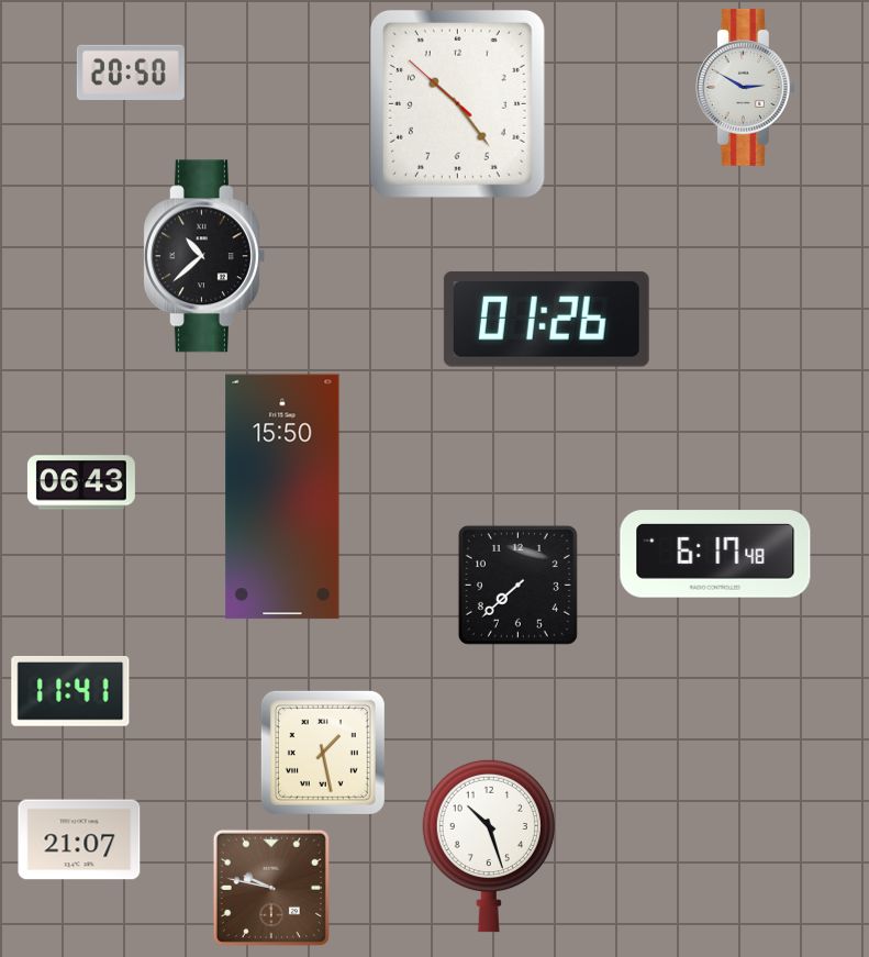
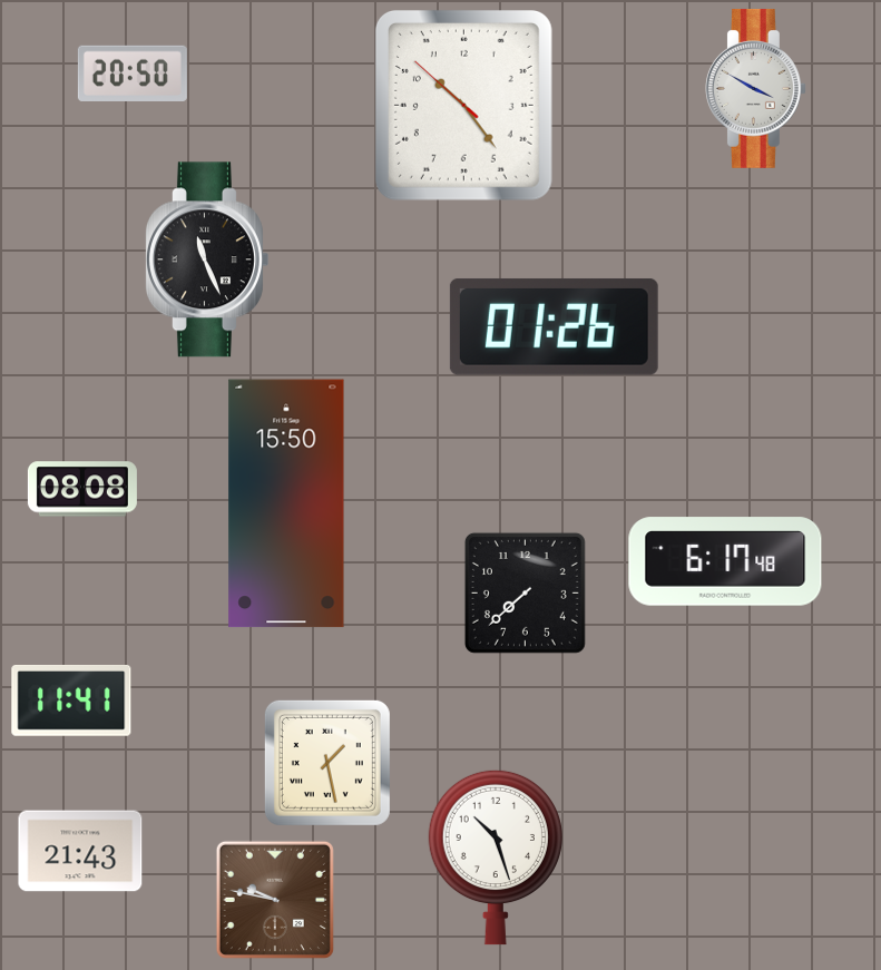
clock at (745, 87): 2:50 -> 3:50
clock at (203, 256): 10:38 -> 11:26
clock at (546, 319) position: (546, 319) -> (554, 326)
clock at (81, 482): 06:43 -> 08:08
clock at (79, 839): 21:07 -> 21:43
